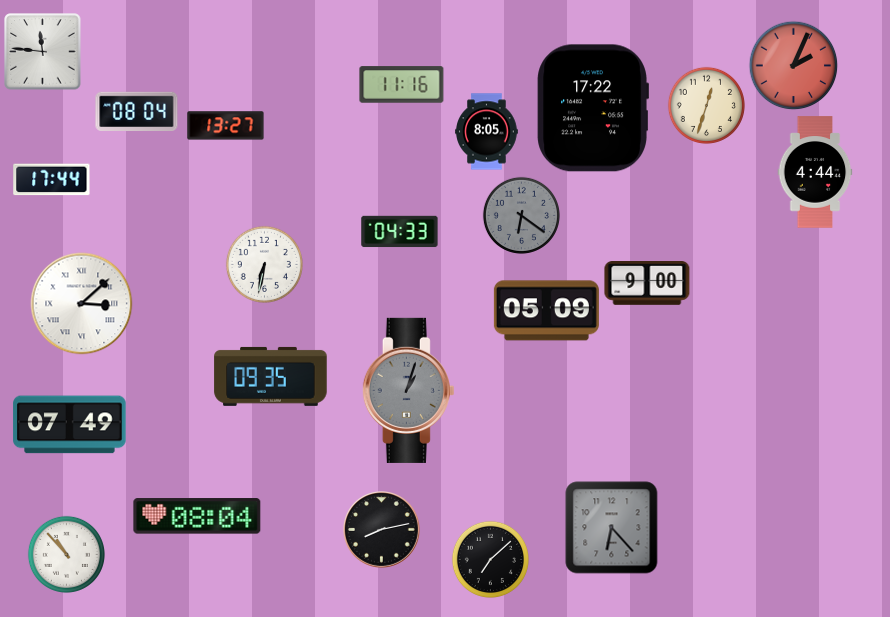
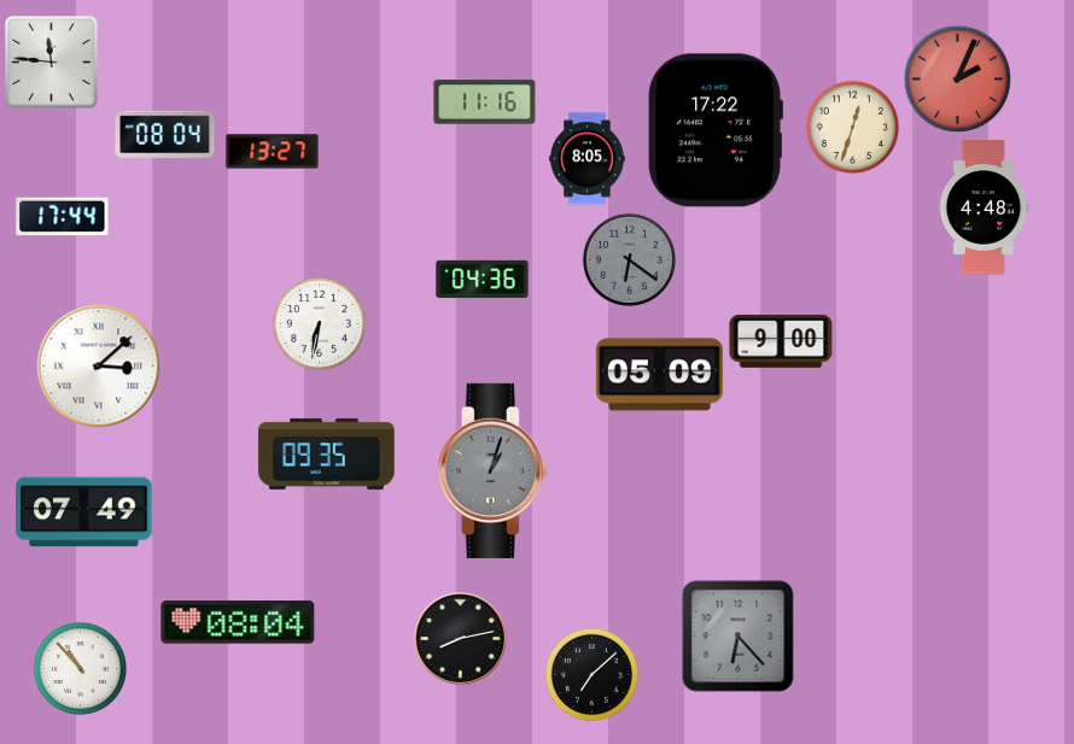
clock at (815, 172): 4:44 -> 4:48
clock at (400, 232): 04:33 -> 04:36
clock at (264, 264) position: (264, 264) -> (319, 323)
